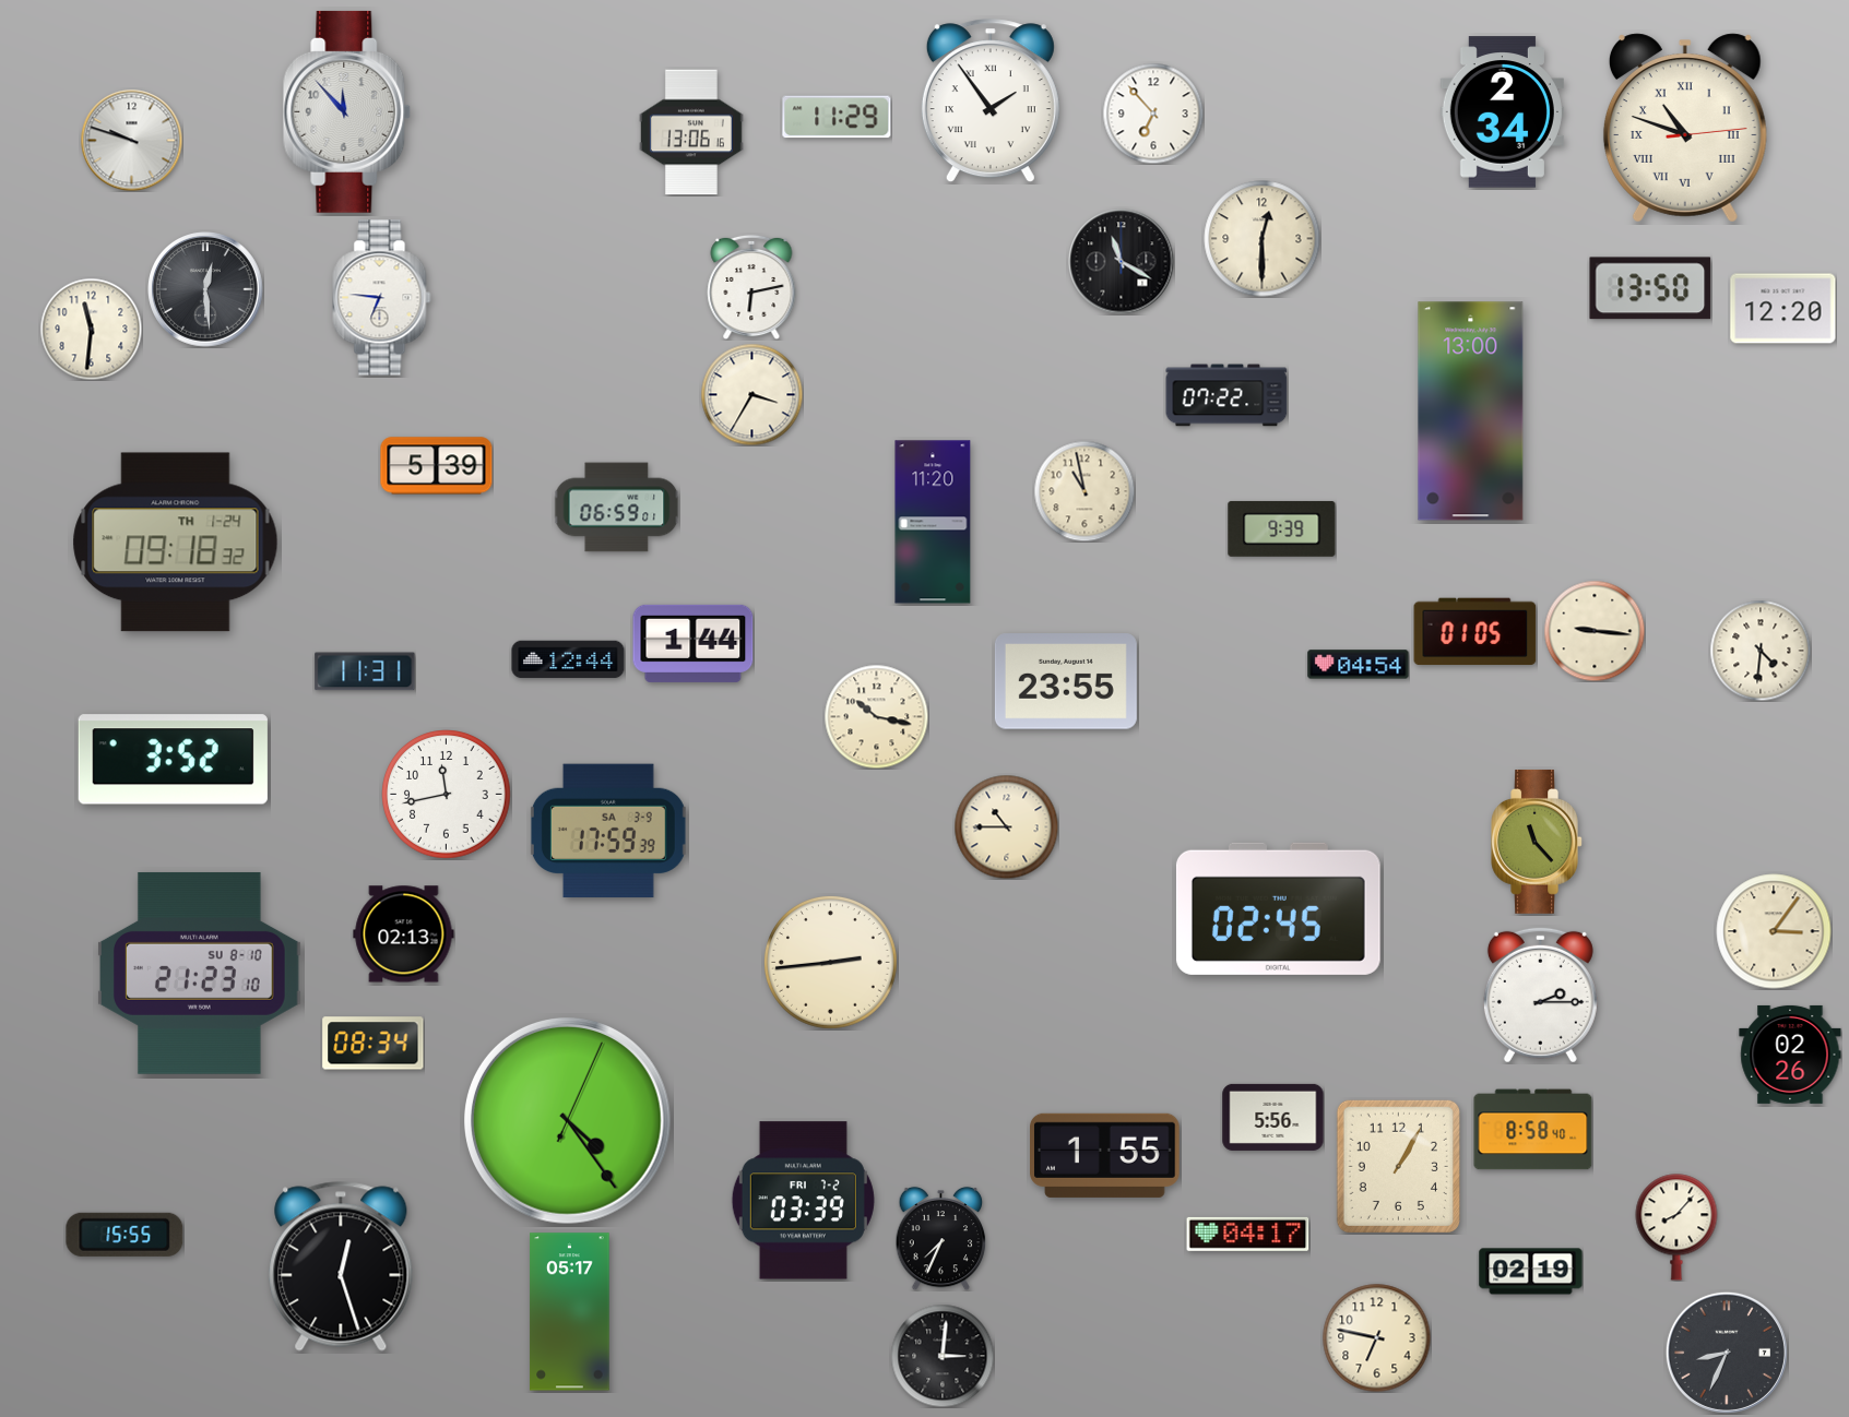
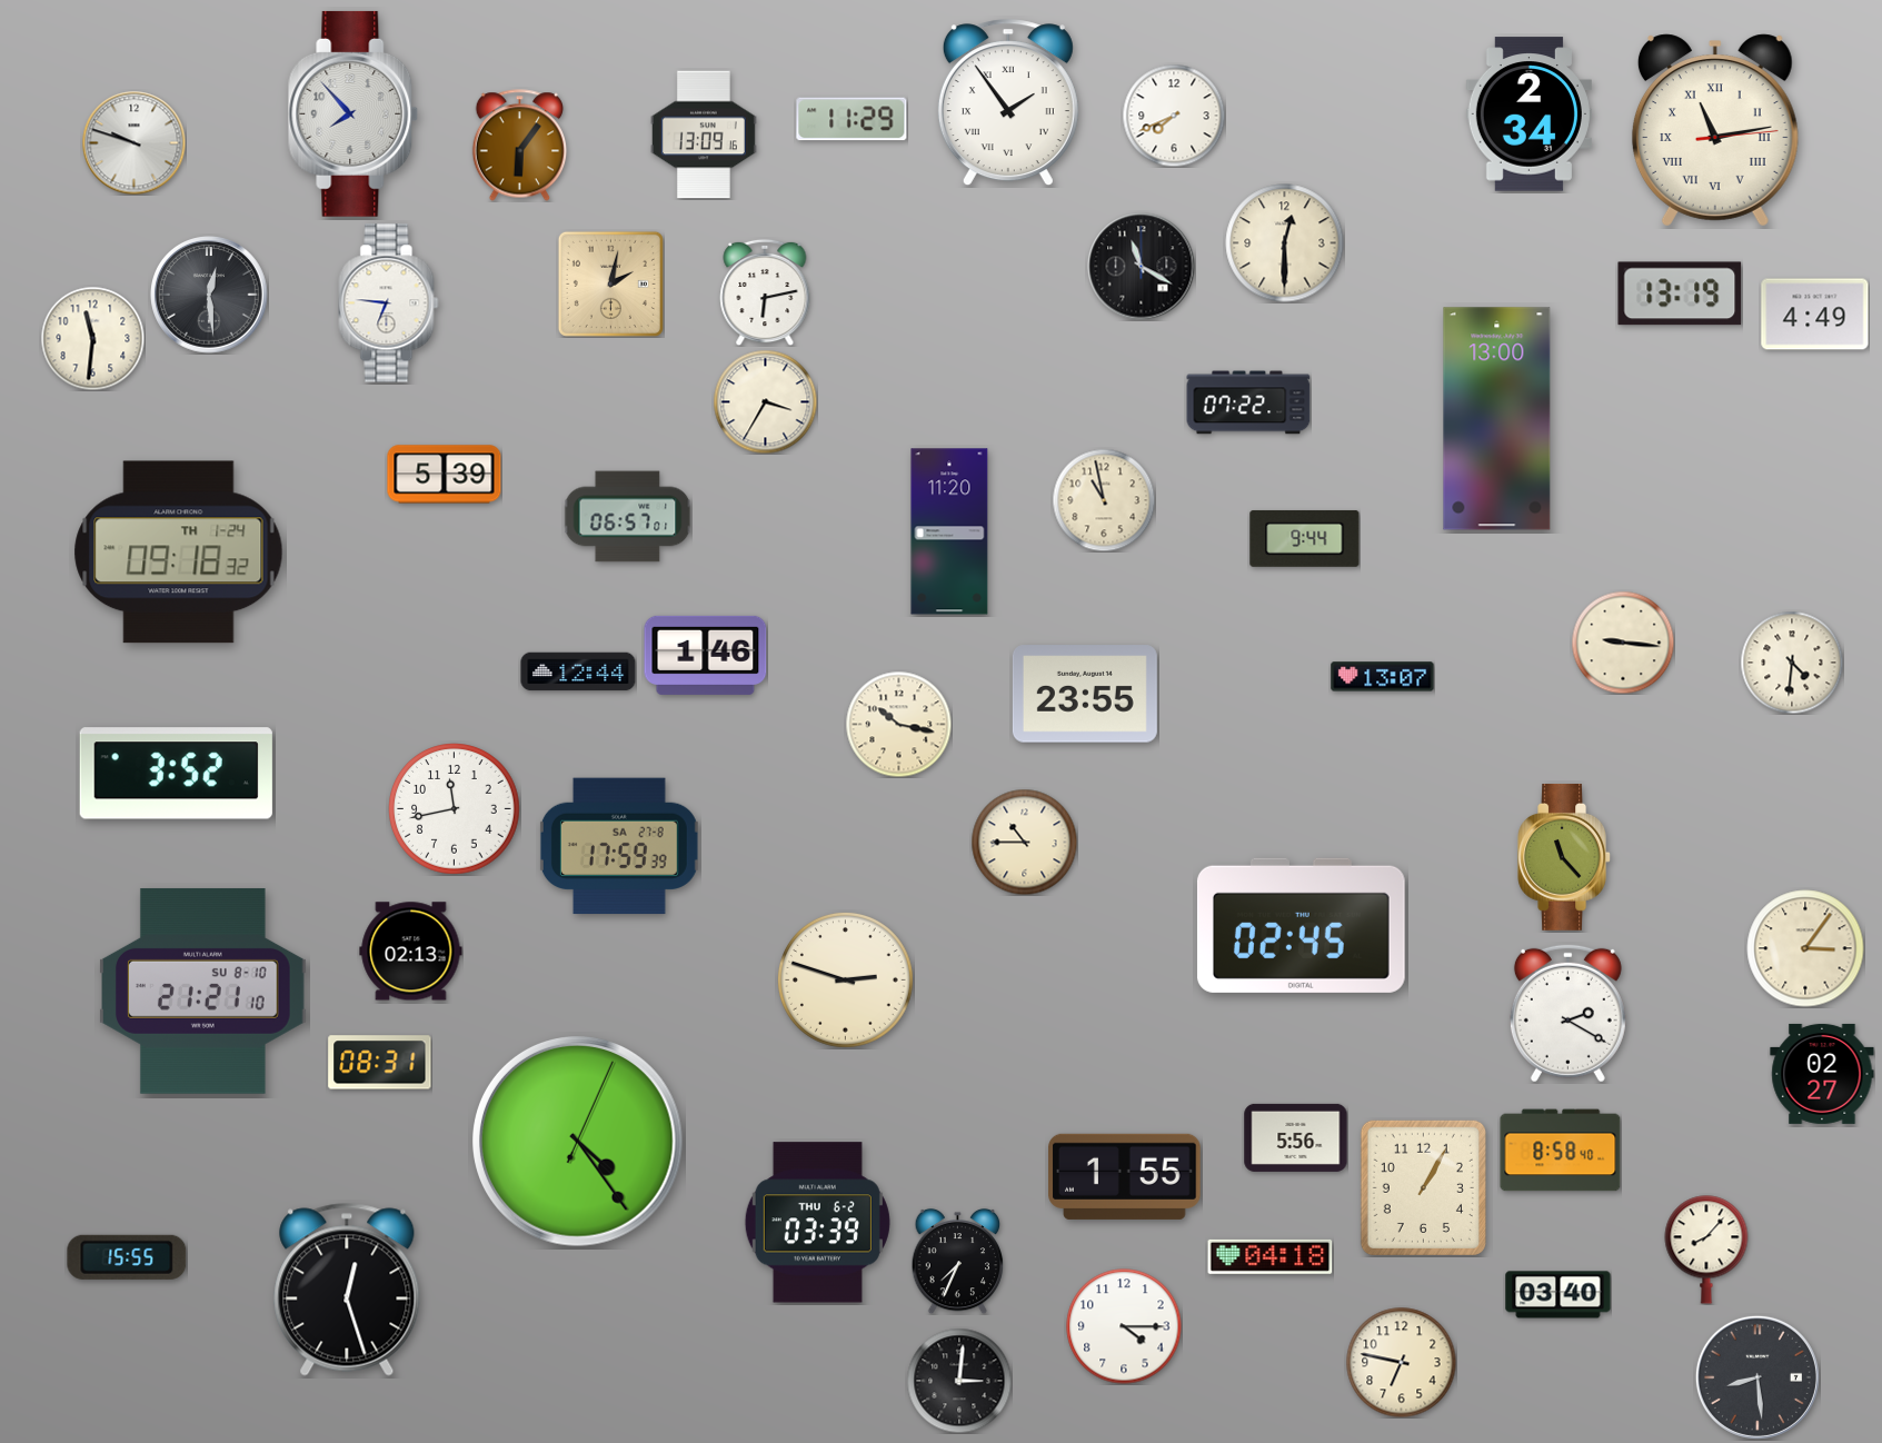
clock at (347, 111): 11:53 -> 7:53
clock at (1153, 114): 6:53 -> 7:41
clock at (1685, 128): 10:48 -> 11:13
clock at (691, 132): 13:06 -> 13:09
clock at (520, 146): none -> 6:06
clock at (610, 283): none -> 2:02
clock at (1650, 288): 13:50 -> 13:19
clock at (1783, 309): 12:20 -> 4:49
clock at (91, 329) position: (91, 329) -> (92, 338)
clock at (617, 508): 06:59 -> 06:57
clock at (1282, 528): 9:39 -> 9:44
clock at (1475, 632): 01:05 -> none
clock at (694, 643): 1:44 -> 1:46
clock at (1359, 665): 04:54 -> 13:07
clock at (365, 671): 11:31 -> none
clock at (876, 716) position: (876, 716) -> (898, 724)
clock at (608, 831) date: SA 3-9 -> SA 27-8
clock at (830, 962): 2:44 -> 2:48
clock at (200, 973): 21:23 -> 21:21
clock at (1540, 995): 2:15 -> 2:20
clock at (374, 1044): 08:34 -> 08:31
clock at (1790, 1055): 02:26 -> 02:27
clock at (803, 1201) date: FRI 7-2 -> THU 6-2
clock at (1248, 1234): 04:17 -> 04:18
clock at (1531, 1272): 02:19 -> 03:40
clock at (1124, 1326): none -> 4:15
clock at (570, 1312): 05:17 -> none
clock at (1727, 1353): 8:34 -> 8:29
